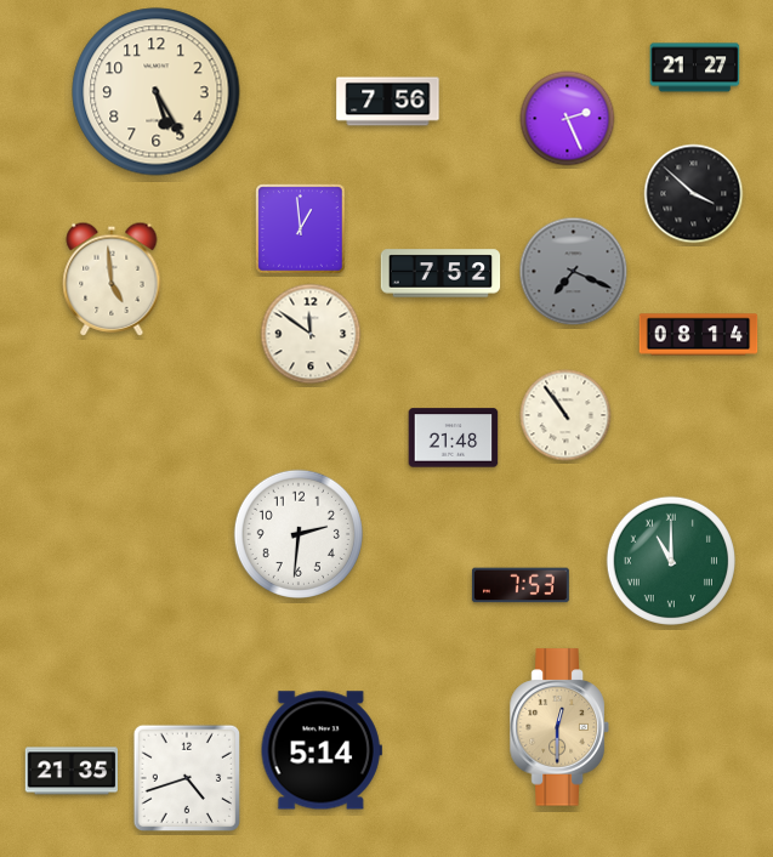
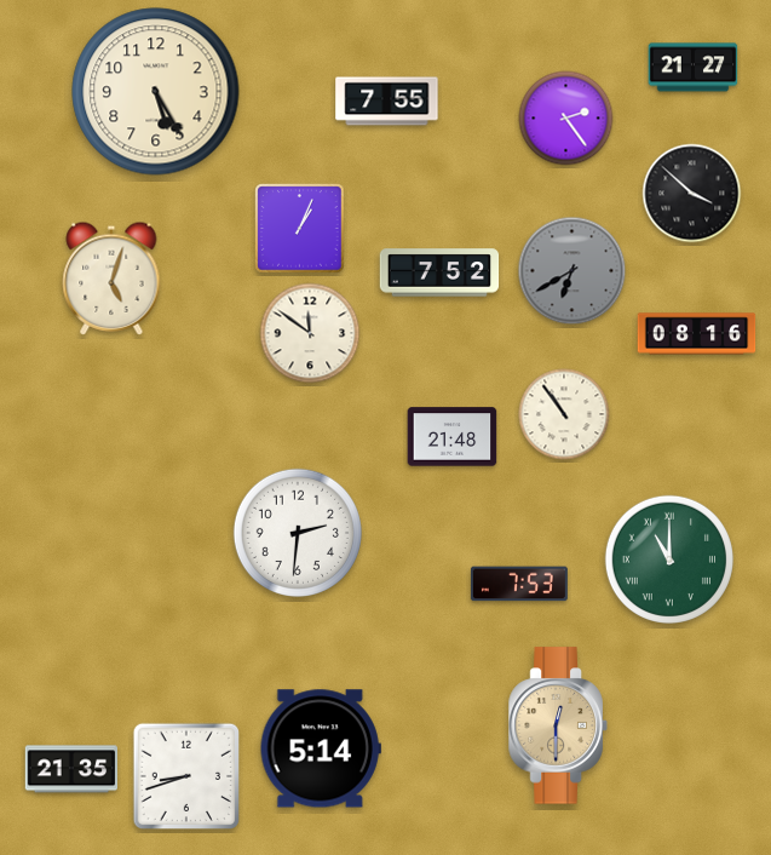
clock at (388, 102): 7:56 -> 7:55
clock at (568, 119): 2:26 -> 2:24
clock at (301, 229): 12:59 -> 1:04
clock at (574, 272): 7:19 -> 6:40
clock at (112, 279): 4:59 -> 5:03
clock at (699, 335): 08:14 -> 08:16
clock at (187, 778): 4:42 -> 8:42
